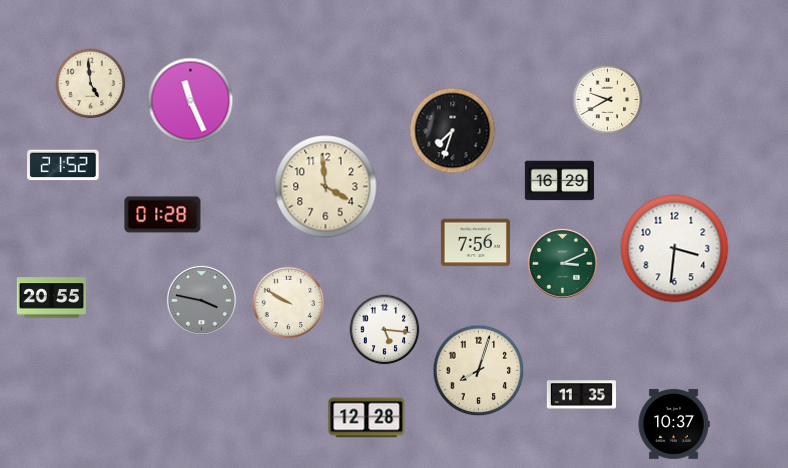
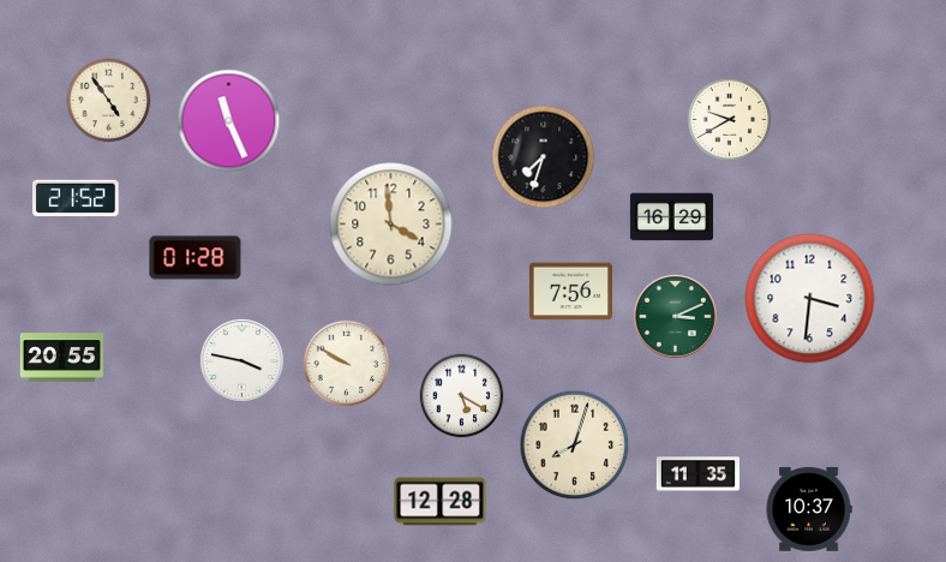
clock at (91, 84): 4:59 -> 4:54
clock at (201, 300) dial: grey -> white
clock at (385, 330): 5:16 -> 5:20
